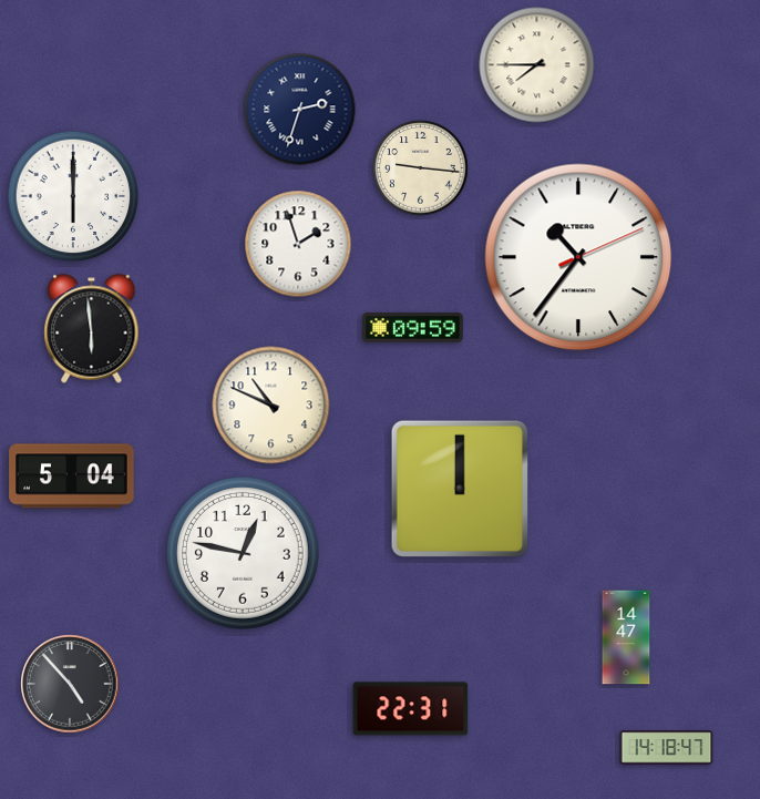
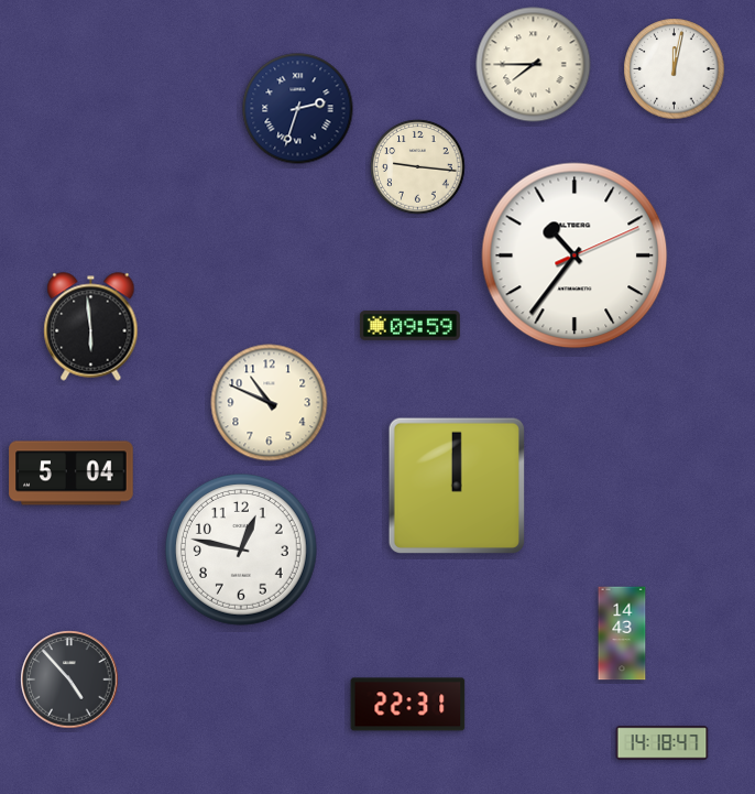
clock at (675, 69): none -> 12:02
clock at (73, 196): 6:00 -> none
clock at (298, 244): 1:57 -> none
clock at (626, 637): 14:47 -> 14:43
